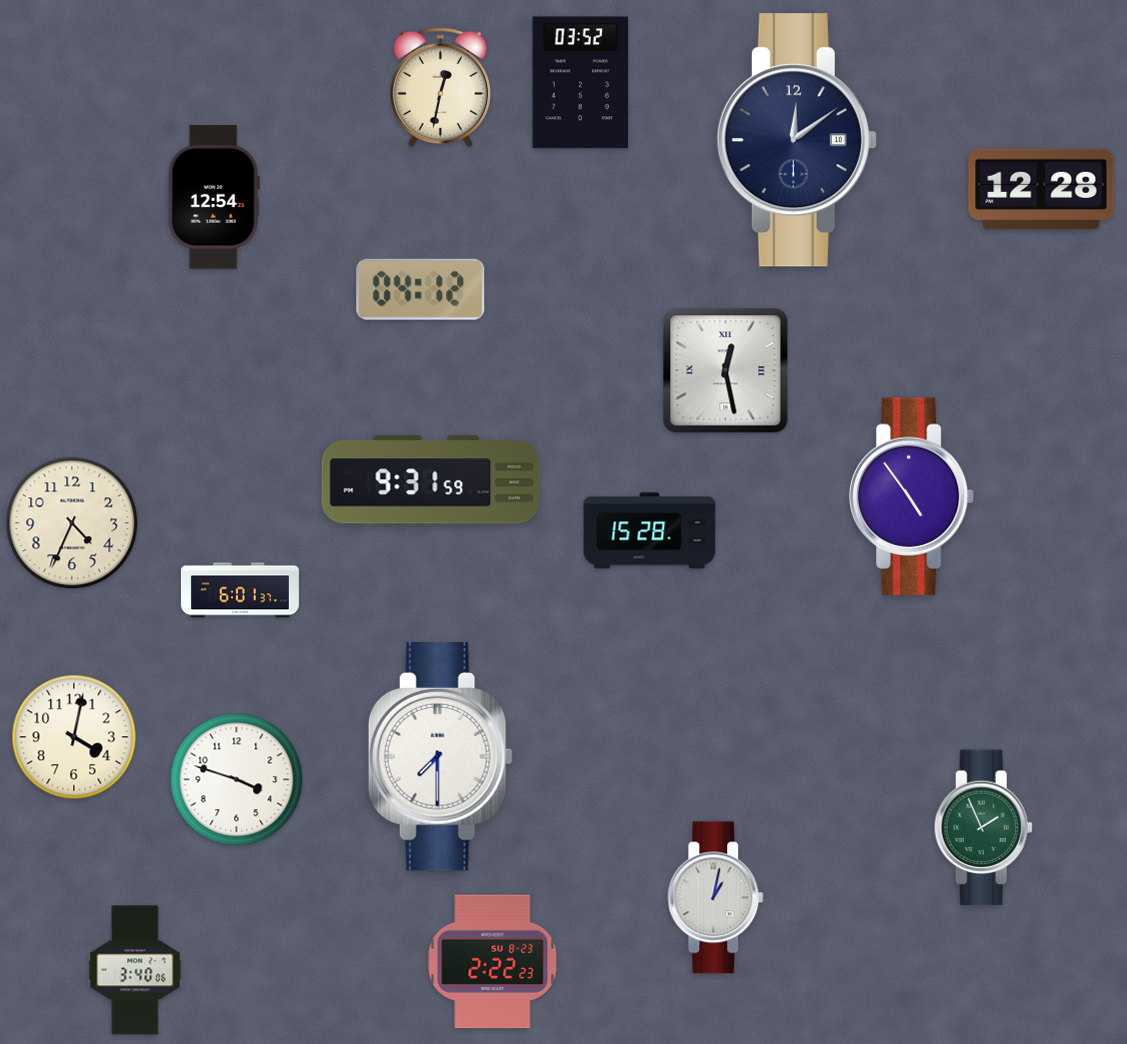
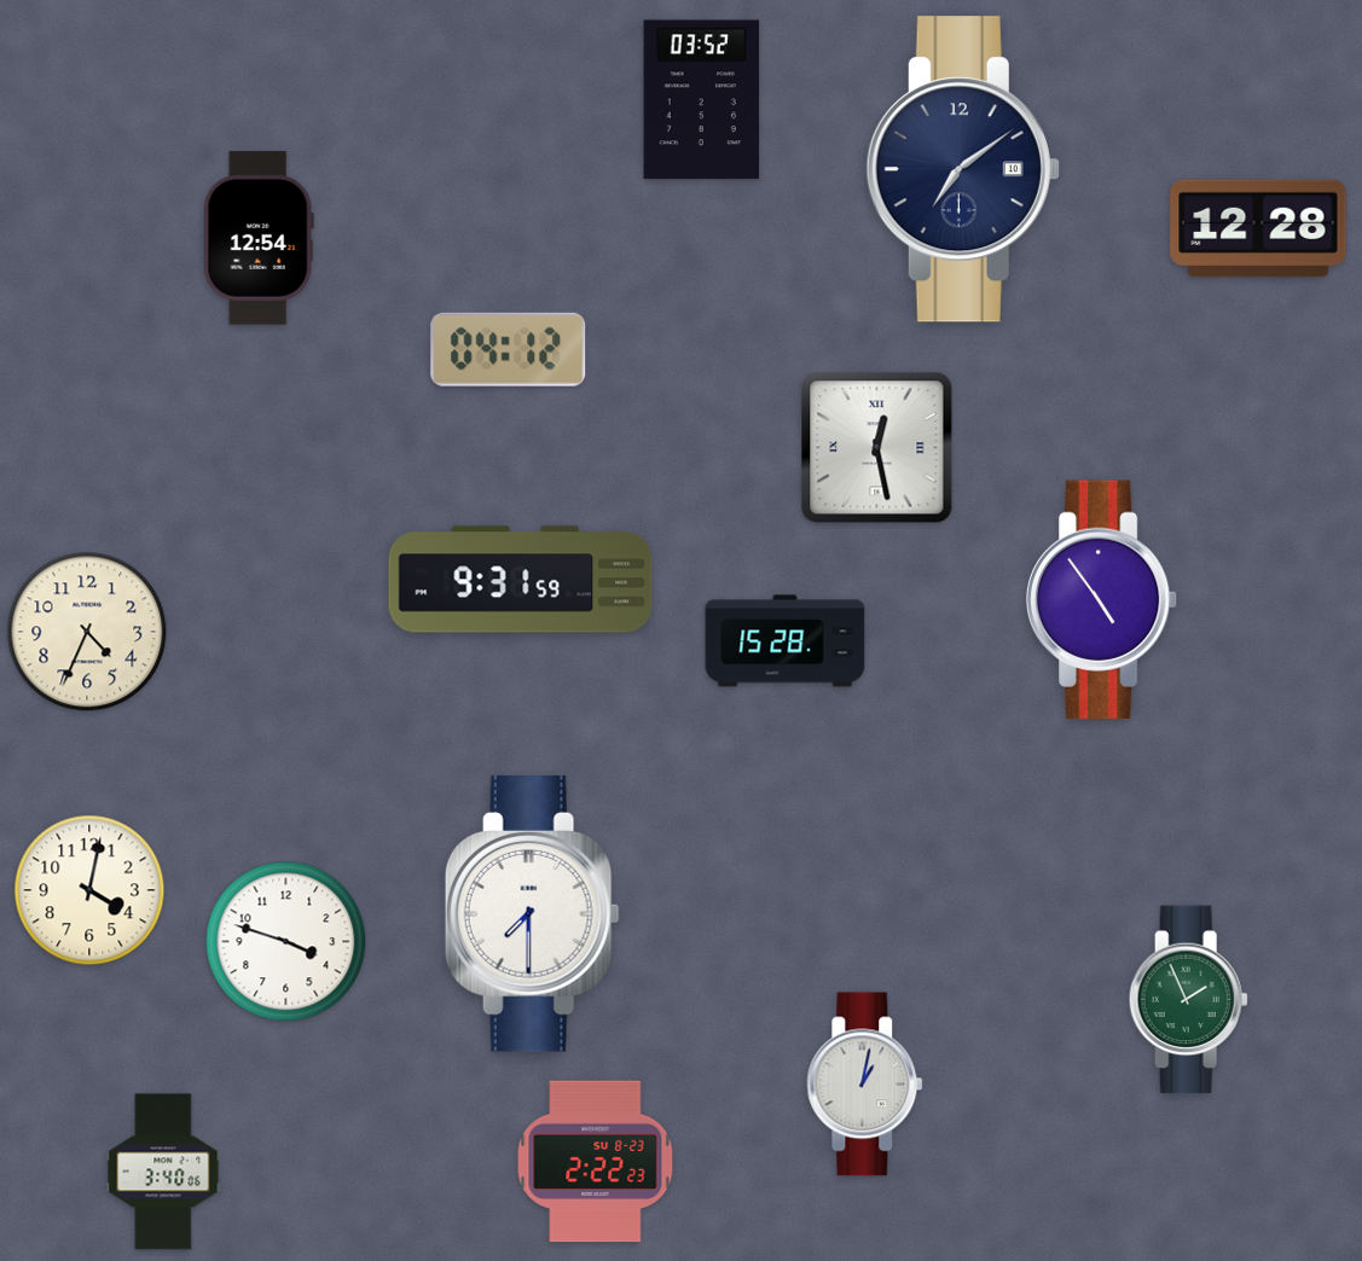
clock at (440, 88): 12:32 -> none
clock at (797, 140): 12:09 -> 7:09
clock at (240, 590): 6:01 -> none
